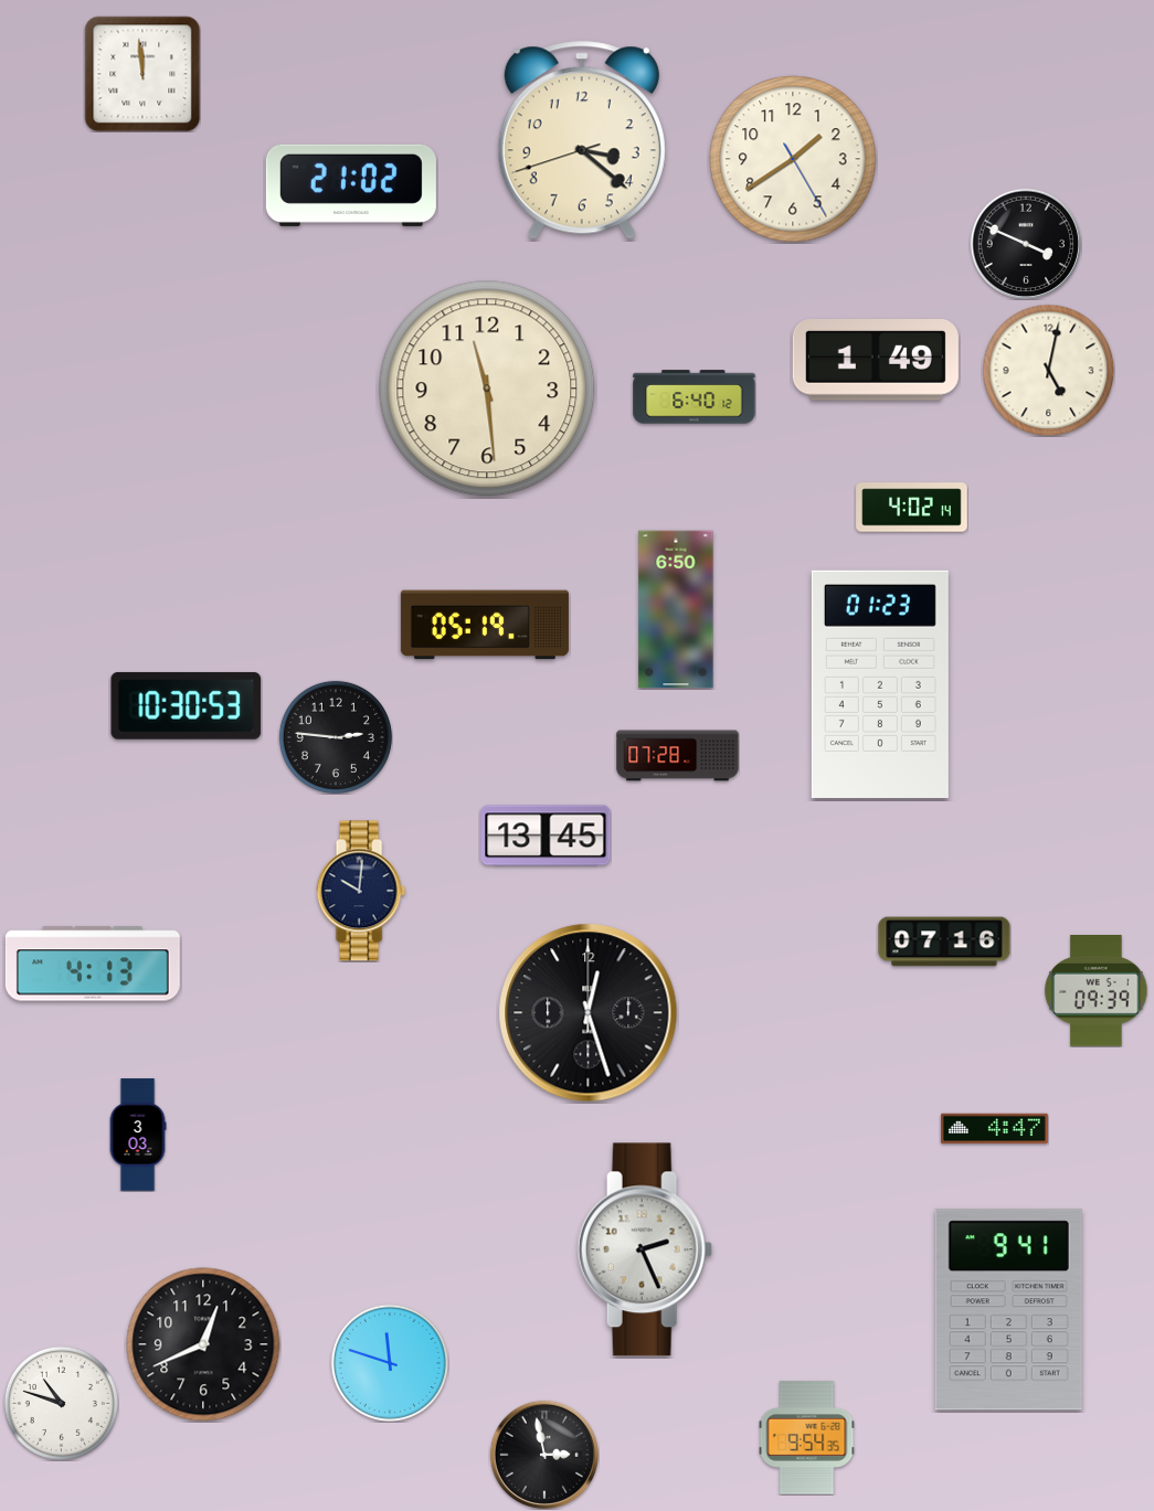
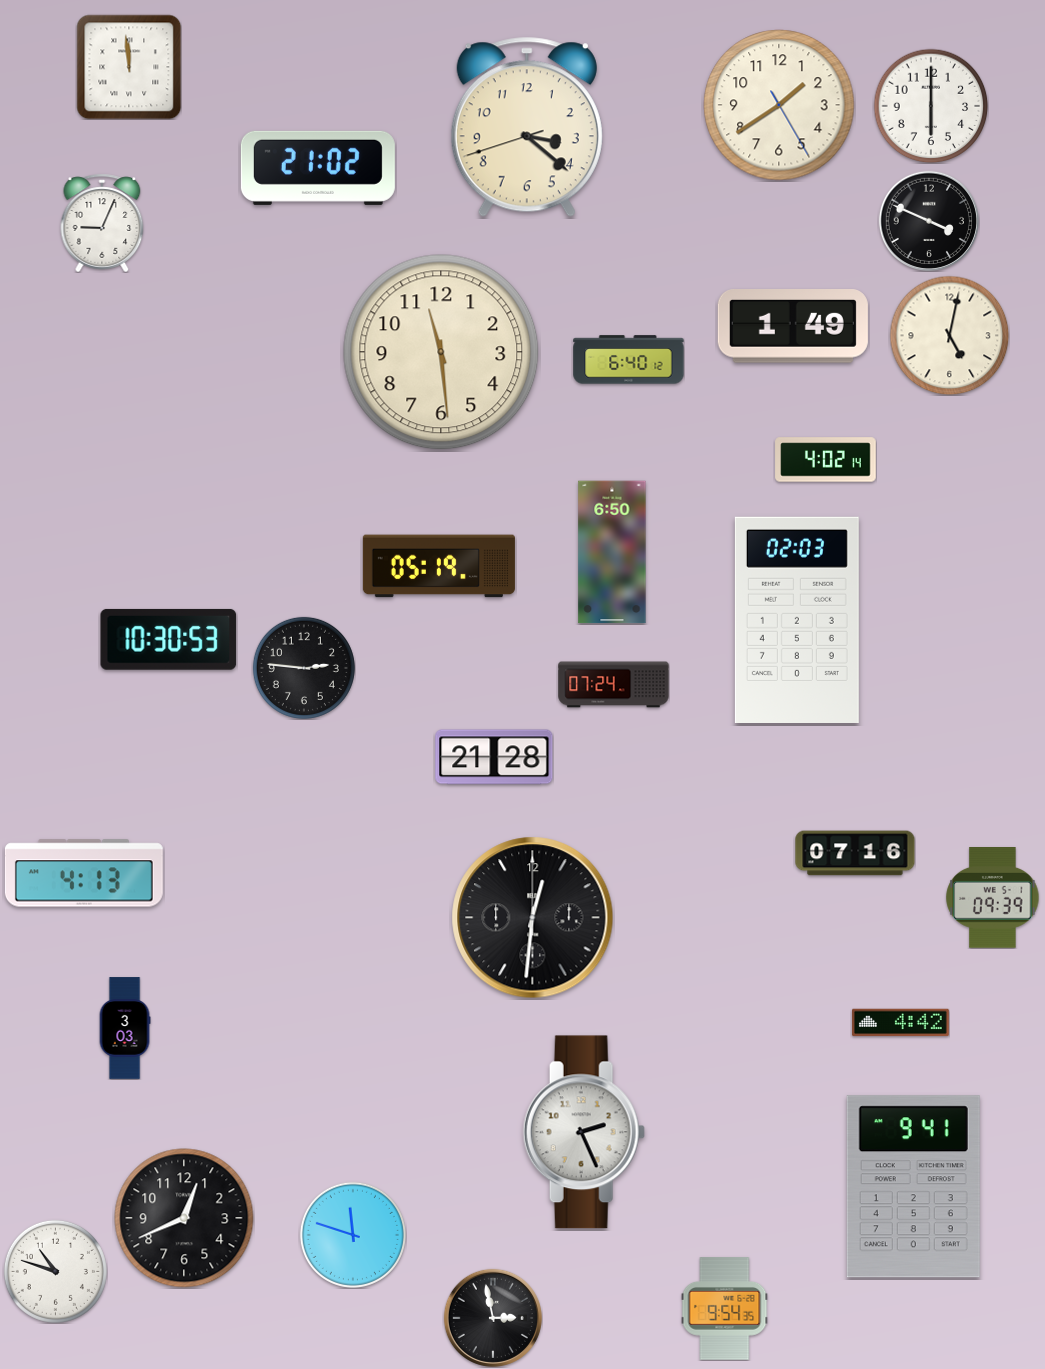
clock at (931, 106): none -> 6:00
clock at (793, 159) position: (793, 159) -> (779, 105)
clock at (102, 223): none -> 9:04
clock at (880, 683): 01:23 -> 02:03
clock at (678, 756): 07:28 -> 07:24
clock at (546, 836): 13:45 -> 21:28
clock at (361, 891): 10:01 -> none
clock at (589, 1013): 12:27 -> 12:31
clock at (994, 1129): 4:47 -> 4:42
clock at (807, 1438) position: (807, 1438) -> (725, 1309)
